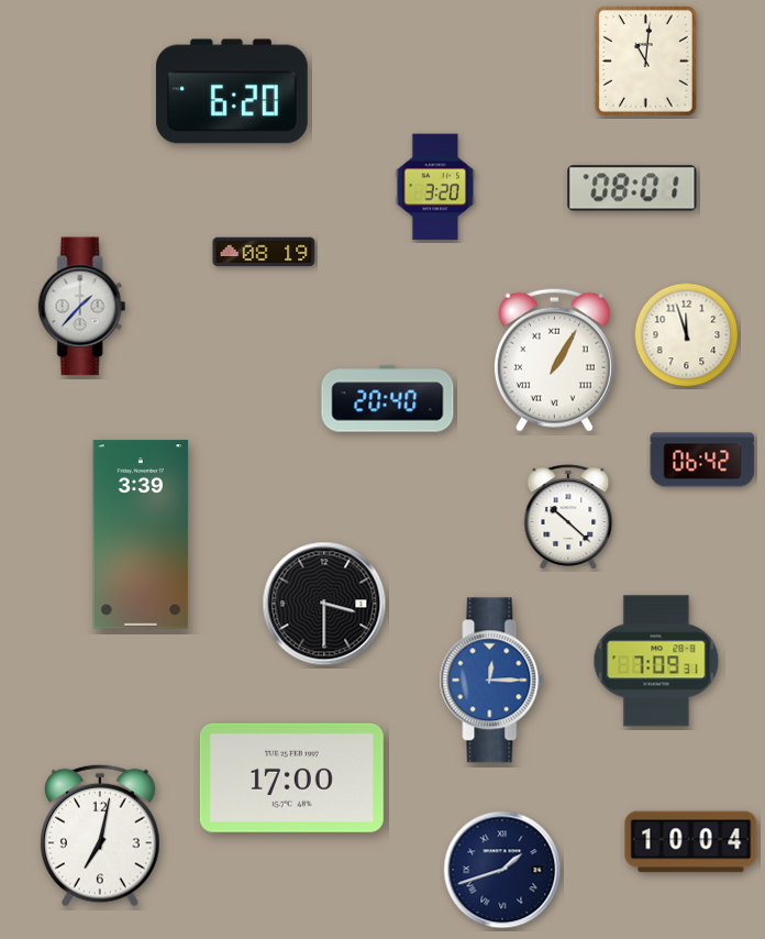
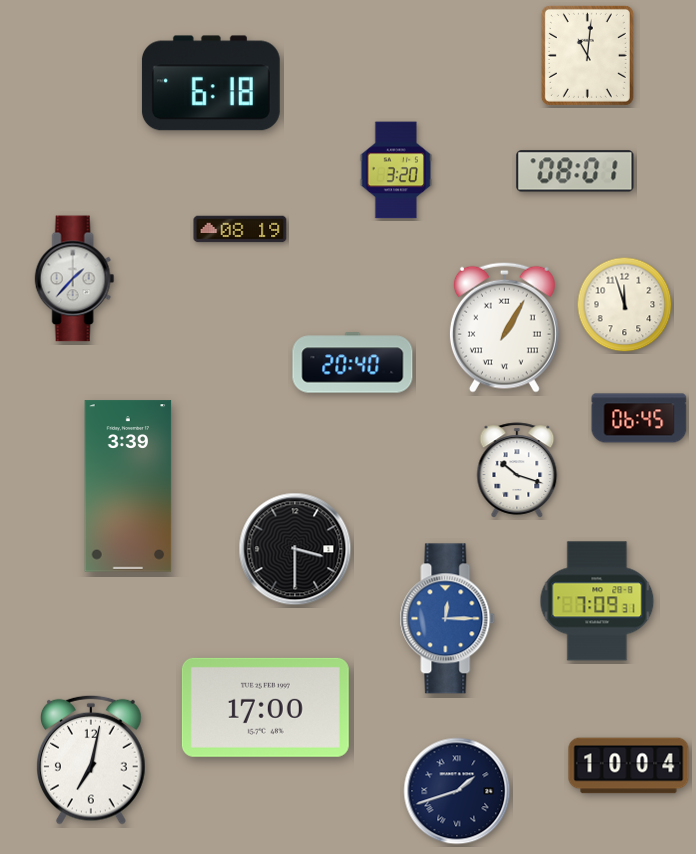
clock at (232, 91): 6:20 -> 6:18
clock at (702, 460): 06:42 -> 06:45
clock at (568, 517): 10:22 -> 10:18
